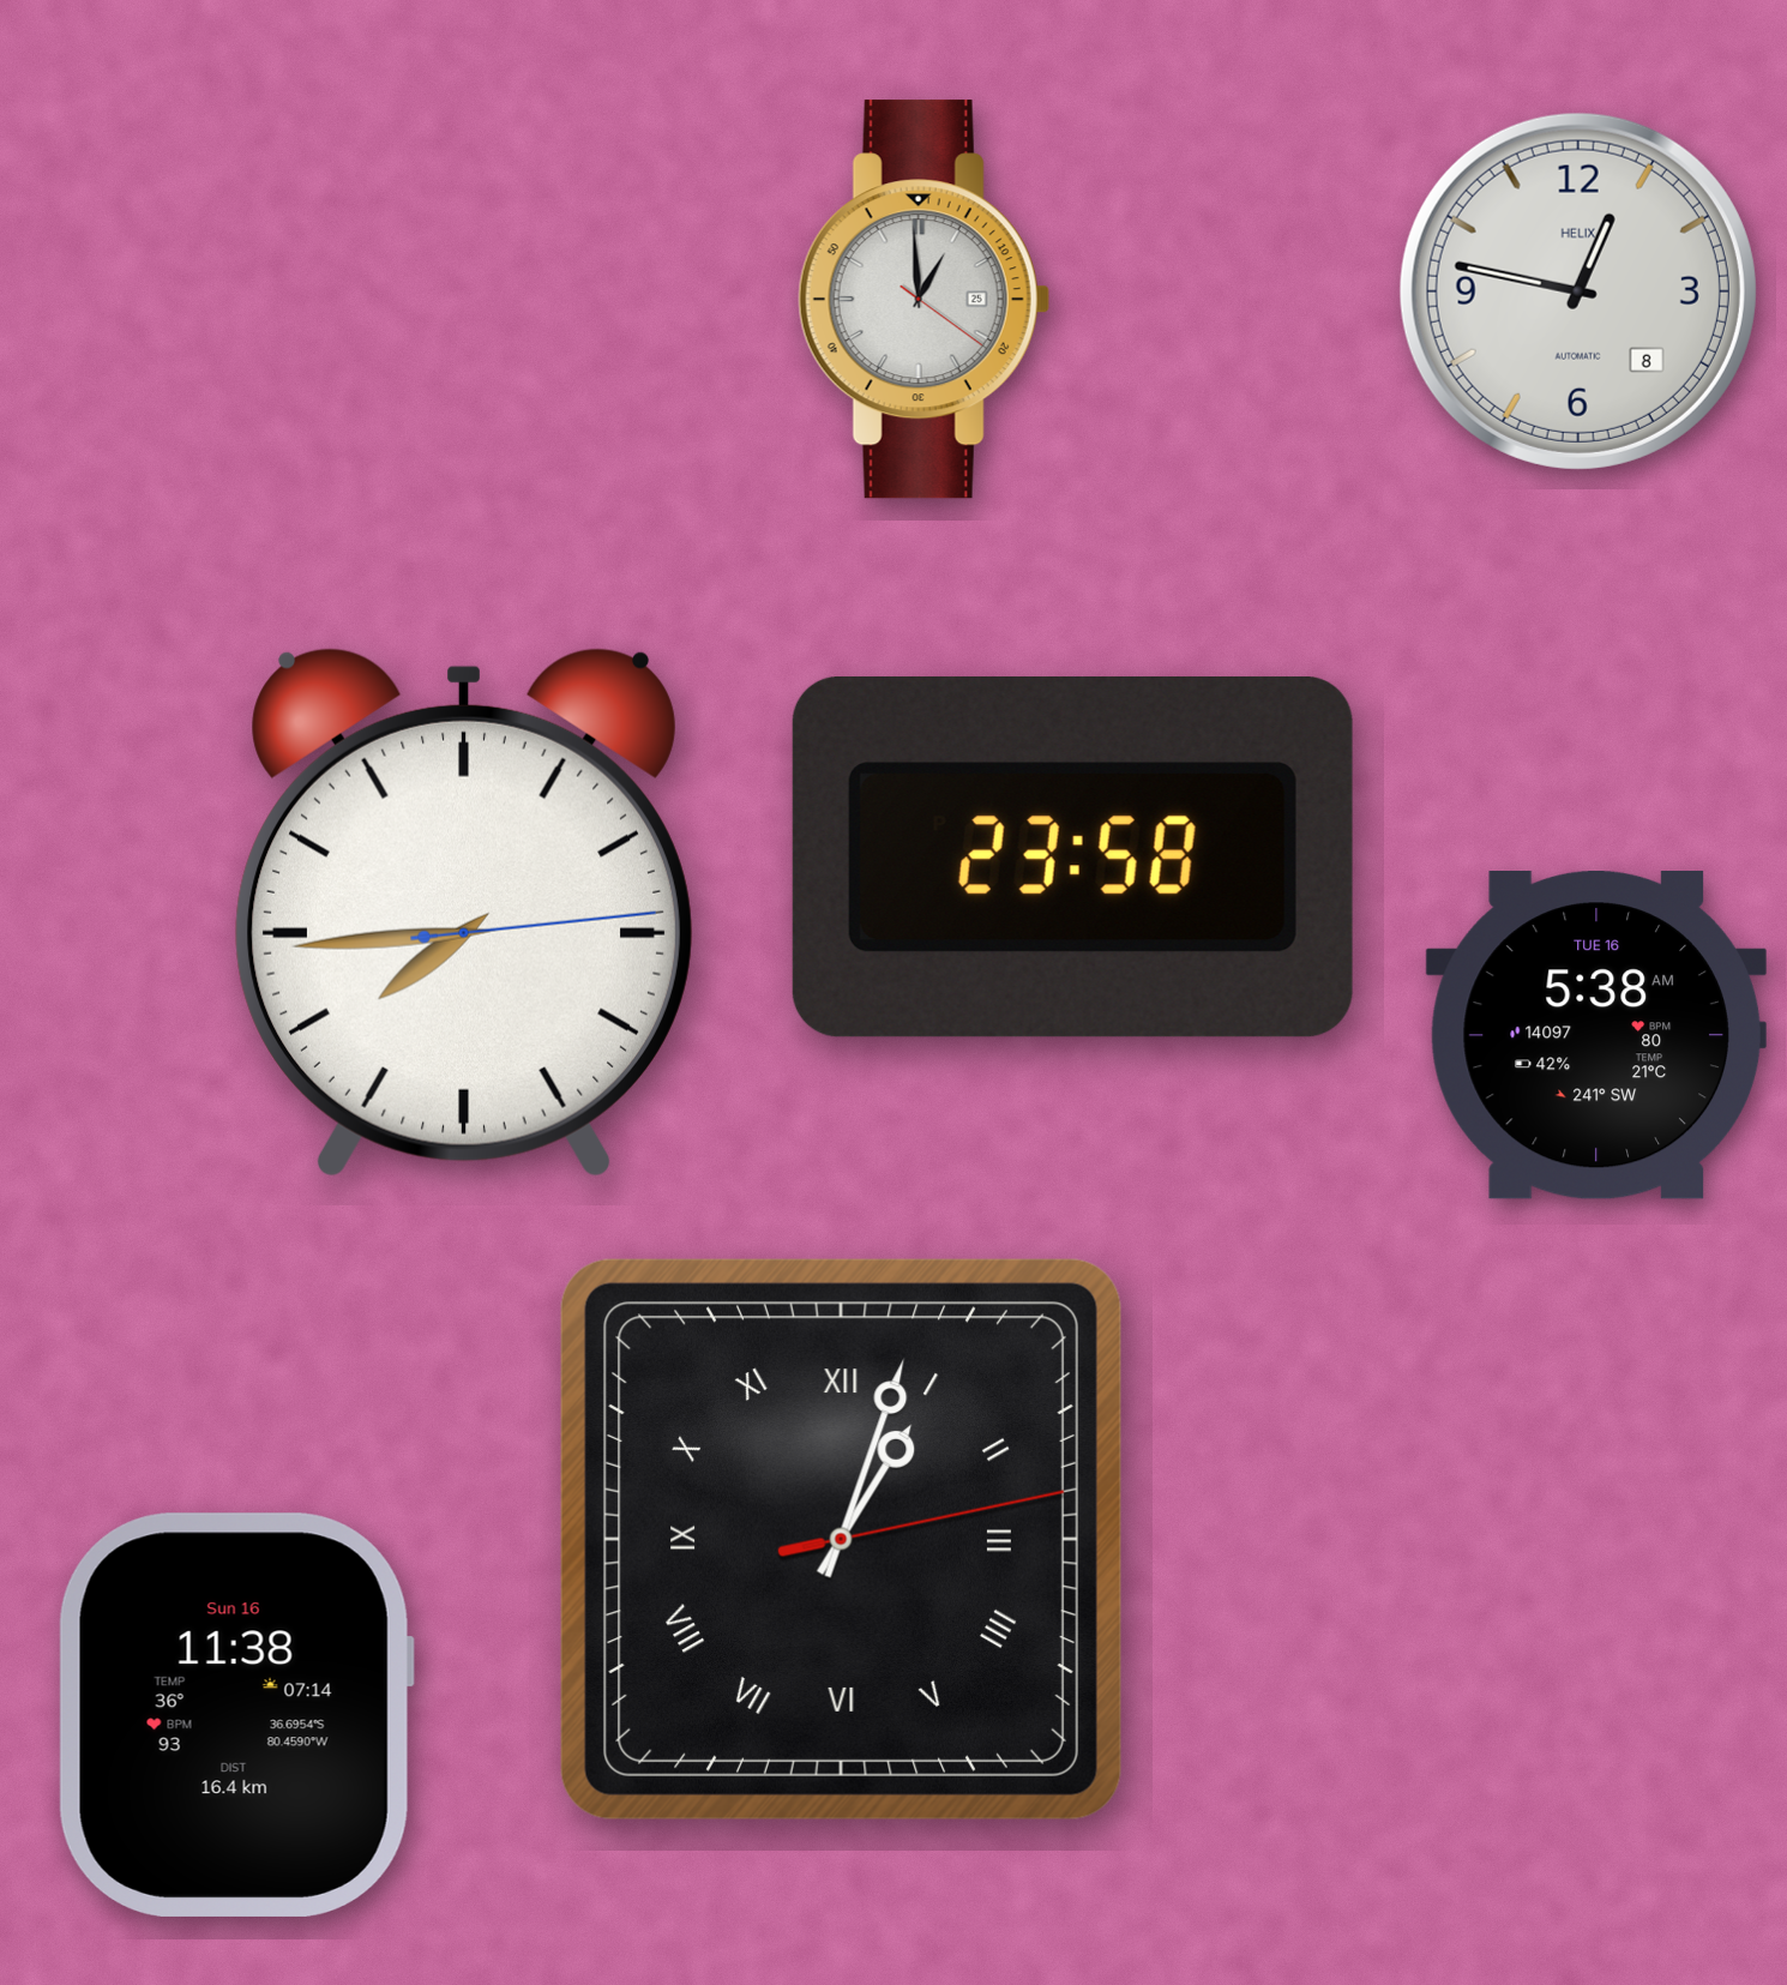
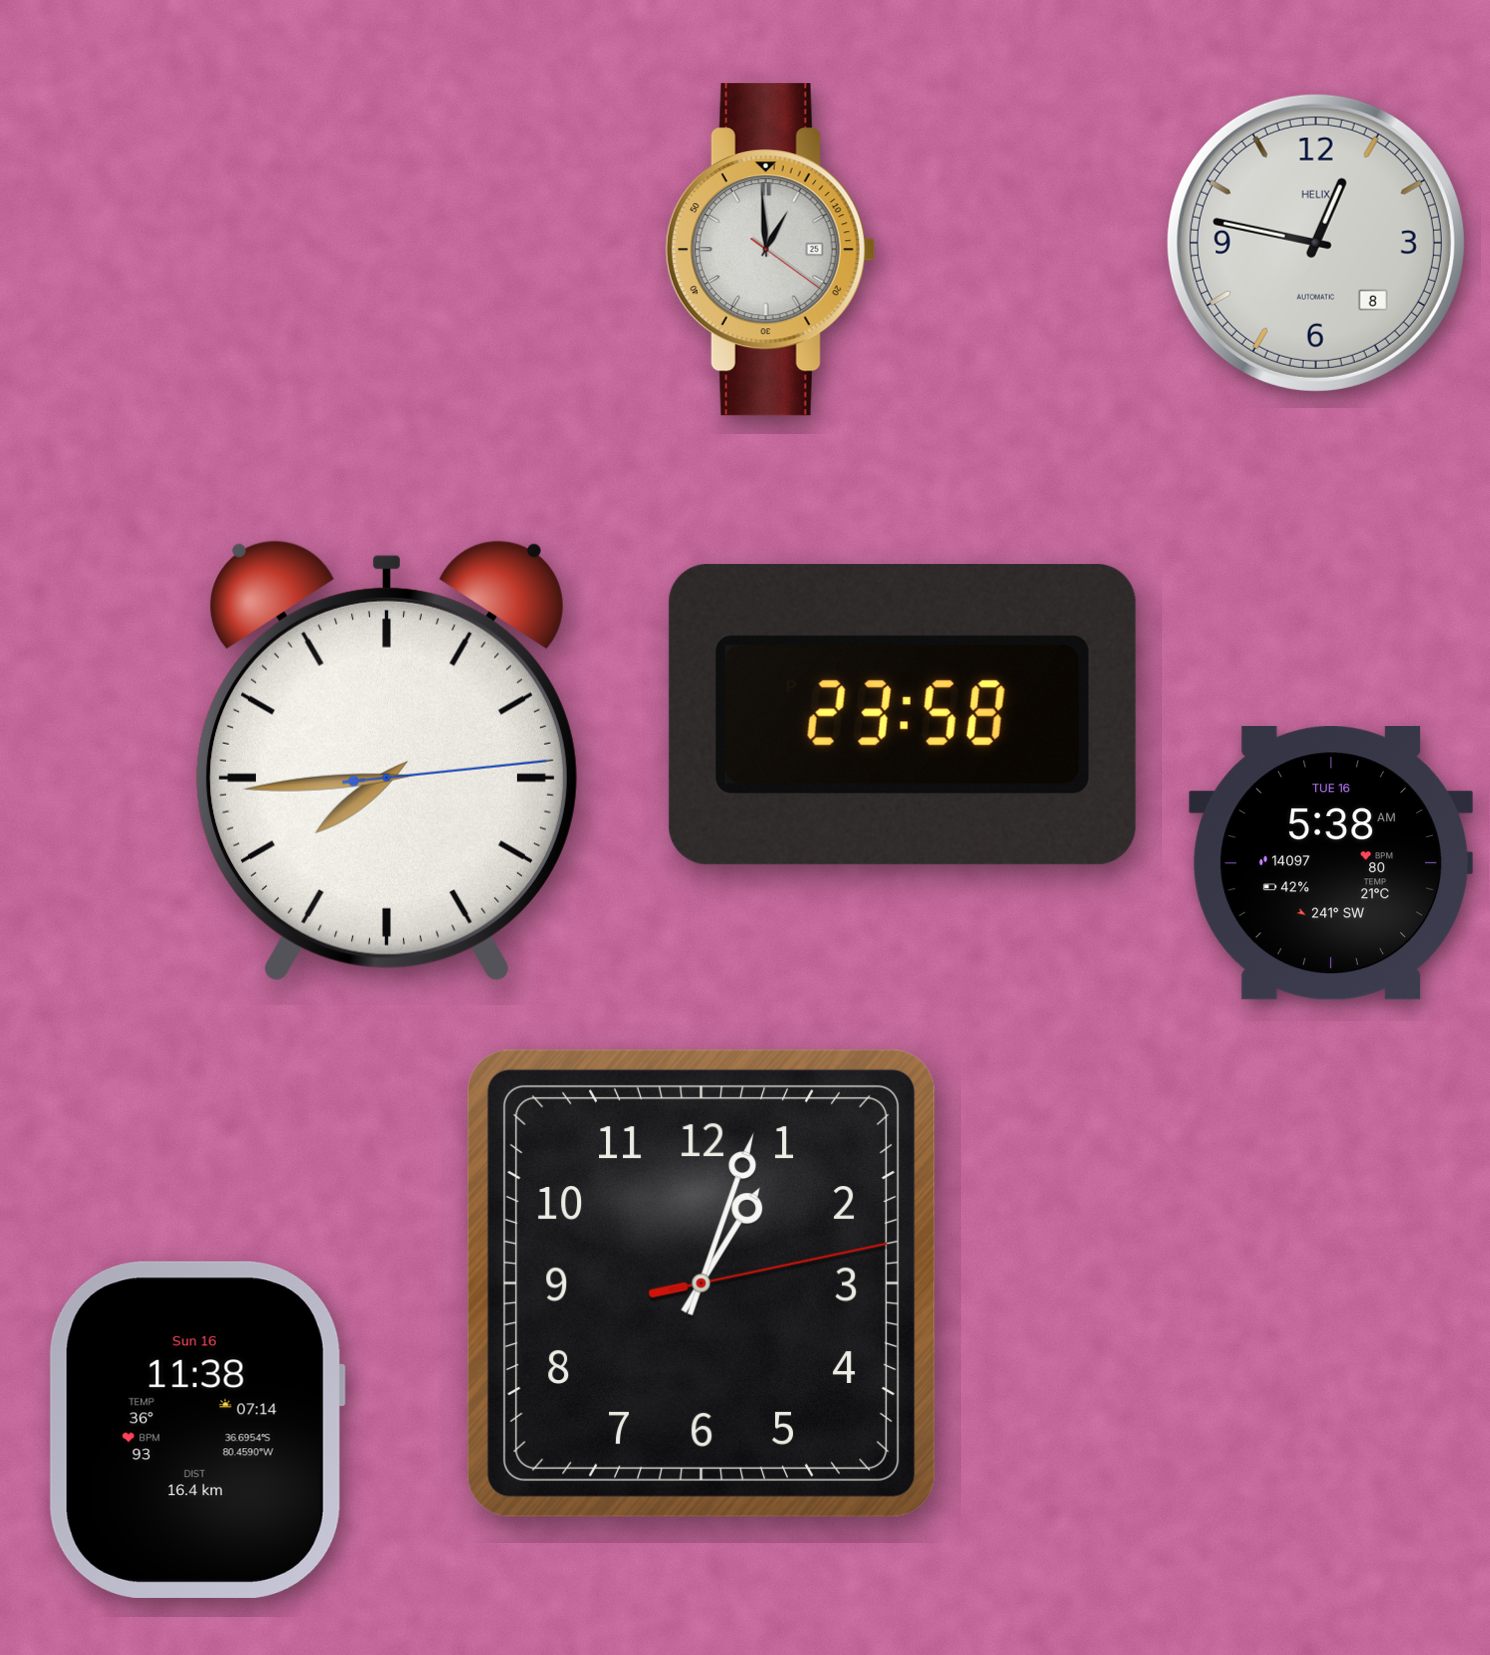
clock at (1072, 856) position: (1072, 856) -> (902, 714)
clock at (841, 1539) numerals: Roman -> Arabic
